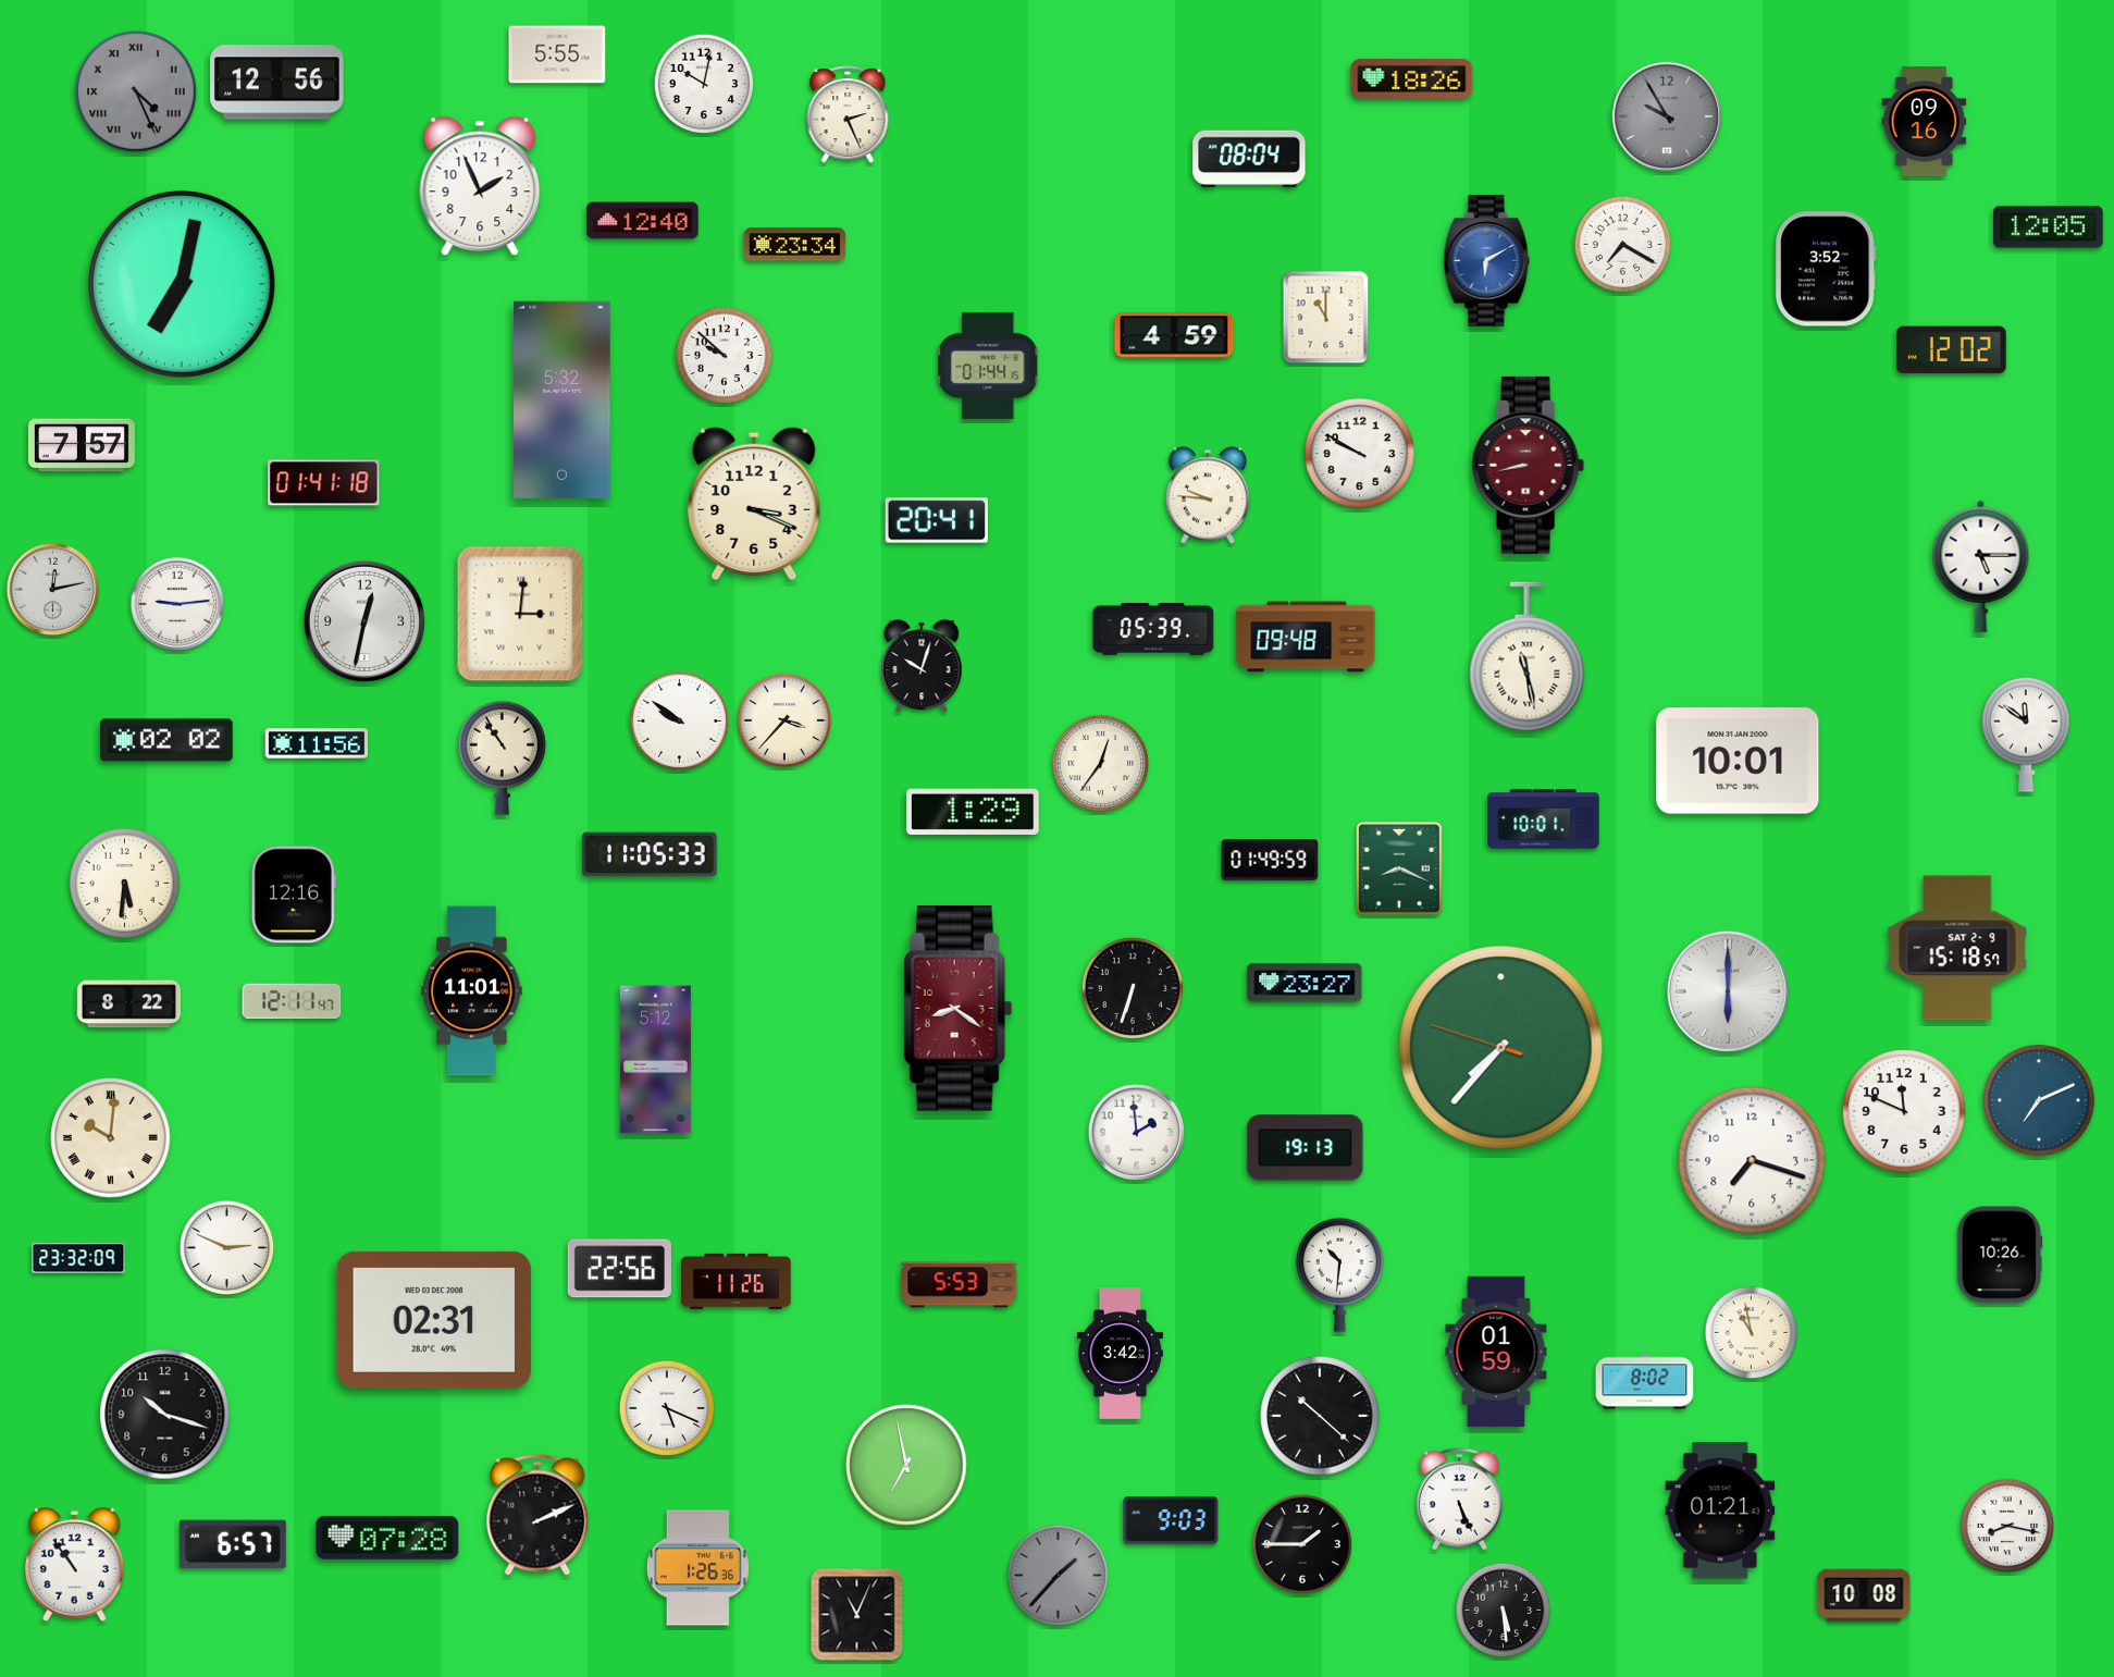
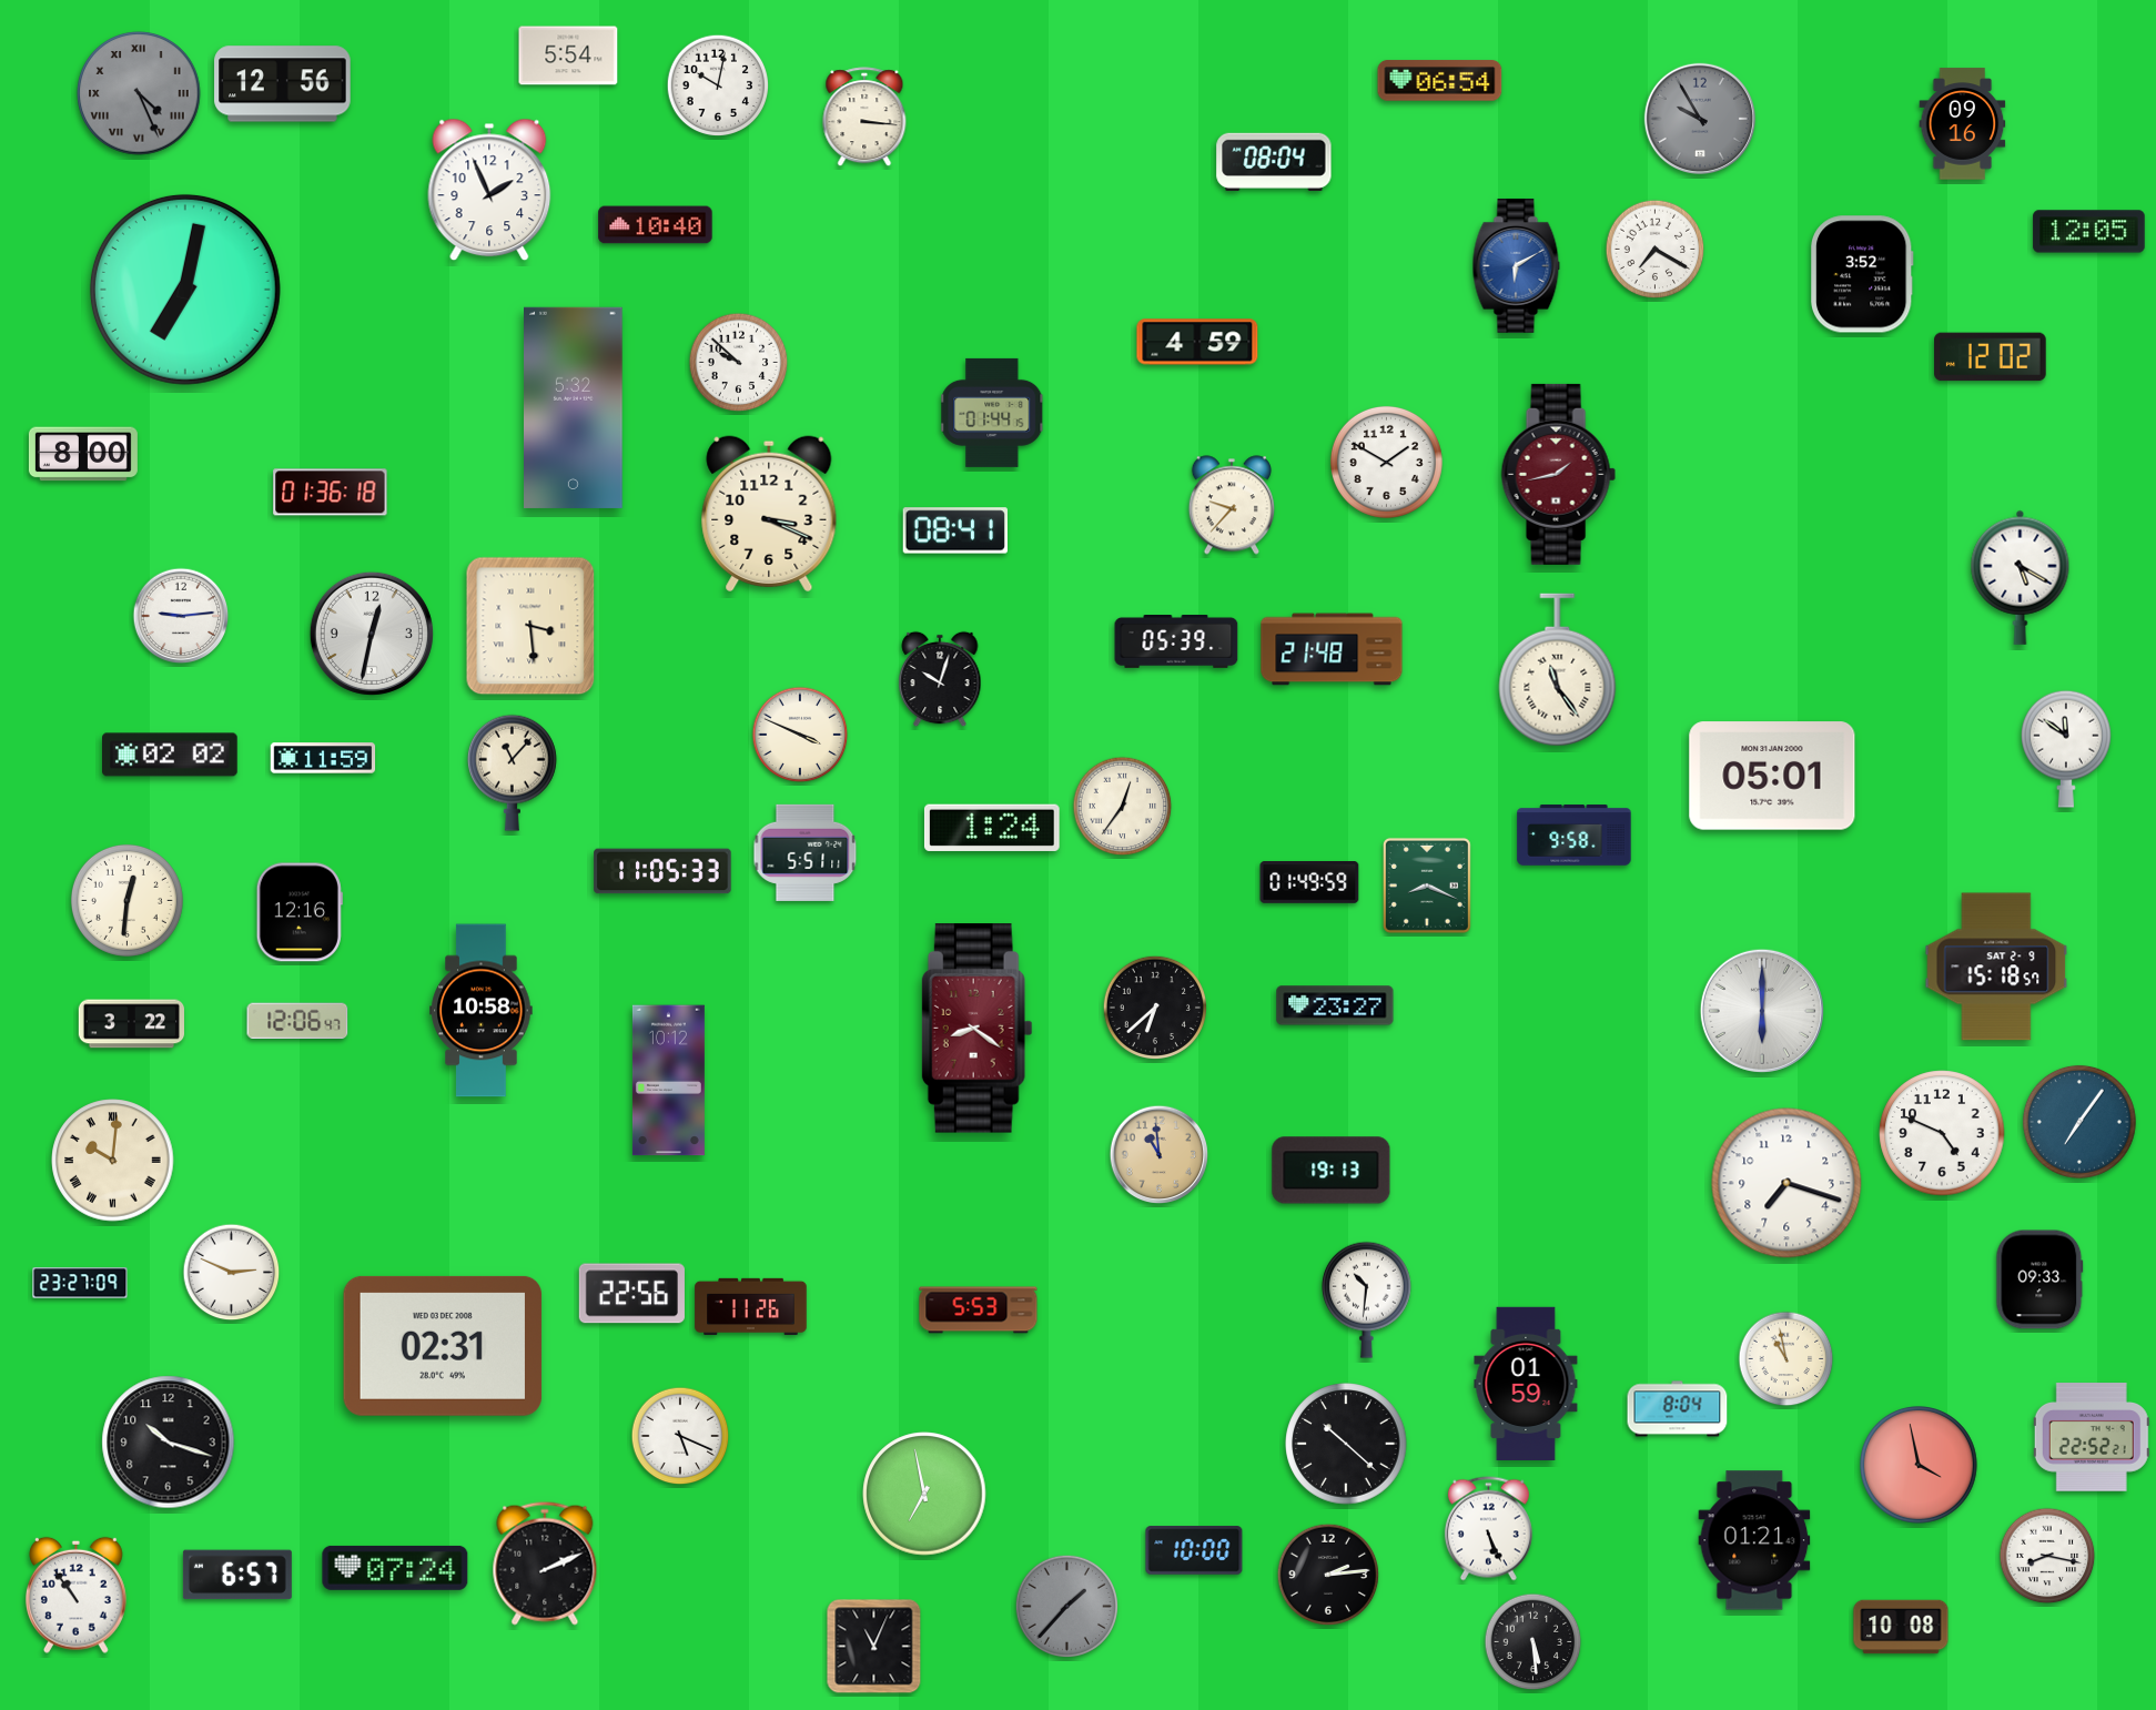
clock at (557, 54): 5:55 -> 5:54
clock at (1412, 79): 18:26 -> 06:54
clock at (848, 115): 2:26 -> 3:16
clock at (643, 221): 12:40 -> 10:40
clock at (795, 245): 23:34 -> none
clock at (1326, 318): 11:00 -> none
clock at (989, 366) position: (989, 366) -> (993, 413)
clock at (82, 445): 7:57 -> 8:00
clock at (1359, 453): 9:50 -> 1:50
clock at (1528, 465): 8:43 -> 1:43
clock at (324, 483): 01:41 -> 01:36
clock at (1208, 495): 9:46 -> 9:37
clock at (936, 520): 20:41 -> 08:41
clock at (1981, 566): 5:15 -> 5:20
clock at (53, 590): 12:13 -> none
clock at (520, 614): 3:01 -> 3:29
clock at (1306, 637): 09:48 -> 21:48
clock at (1528, 657): 11:28 -> 11:24
clock at (784, 720): 3:37 -> 3:49
clock at (680, 722): 9:51 -> none
clock at (317, 743): 11:56 -> 11:59
clock at (502, 757): 10:54 -> 11:07
clock at (1738, 761): 10:01 -> 05:01
clock at (1101, 764) position: (1101, 764) -> (1123, 807)
clock at (973, 811): 1:29 -> 1:24
clock at (1544, 819): 10:01 -> 9:58
clock at (806, 852): none -> 5:51
clock at (1270, 861) position: (1270, 861) -> (1309, 883)
clock at (124, 883): 5:31 -> 12:31
clock at (1305, 983) position: (1305, 983) -> (1335, 1005)
clock at (1132, 987): 6:33 -> 6:38
clock at (472, 991): 11:01 -> 10:58
clock at (292, 1000): 12:11 -> 12:06
clock at (128, 1004): 8:22 -> 3:22
clock at (1501, 1048): 7:36 -> none
clock at (655, 1060): 5:12 -> 10:12
clock at (2039, 1100): 7:11 -> 7:06
clock at (1904, 1111): 11:49 -> 4:49
clock at (1137, 1133): 1:59 -> 10:59
clock at (1137, 1133) dial: white -> champagne
clock at (2000, 1255): 10:26 -> 09:33
clock at (78, 1258): 23:32 -> 23:27
clock at (1496, 1351) position: (1496, 1351) -> (1526, 1383)
clock at (1120, 1354): 3:42 -> none
clock at (1645, 1382): 8:02 -> 8:04
clock at (2092, 1437): none -> 22:52
clock at (1920, 1466): none -> 3:58
clock at (537, 1515) position: (537, 1515) -> (545, 1564)
clock at (1171, 1520): 9:03 -> 10:00
clock at (387, 1538): 07:28 -> 07:24
clock at (1302, 1544): 1:45 -> 2:14
clock at (697, 1568): 1:26 -> none
clock at (1058, 1575) position: (1058, 1575) -> (1066, 1606)
